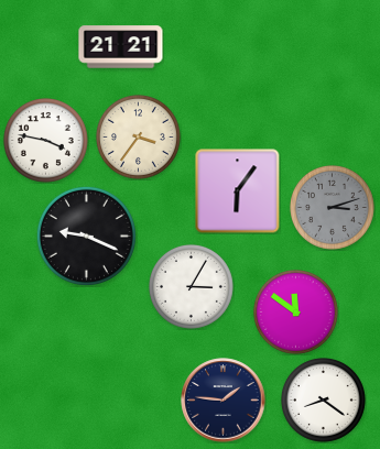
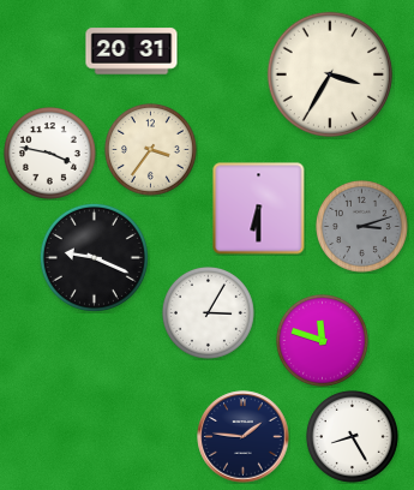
clock at (121, 47): 21:21 -> 20:31
clock at (329, 73): none -> 3:35
clock at (238, 191): 6:06 -> 6:30
clock at (295, 311): 11:51 -> 11:48
clock at (323, 399): 8:21 -> 8:25
